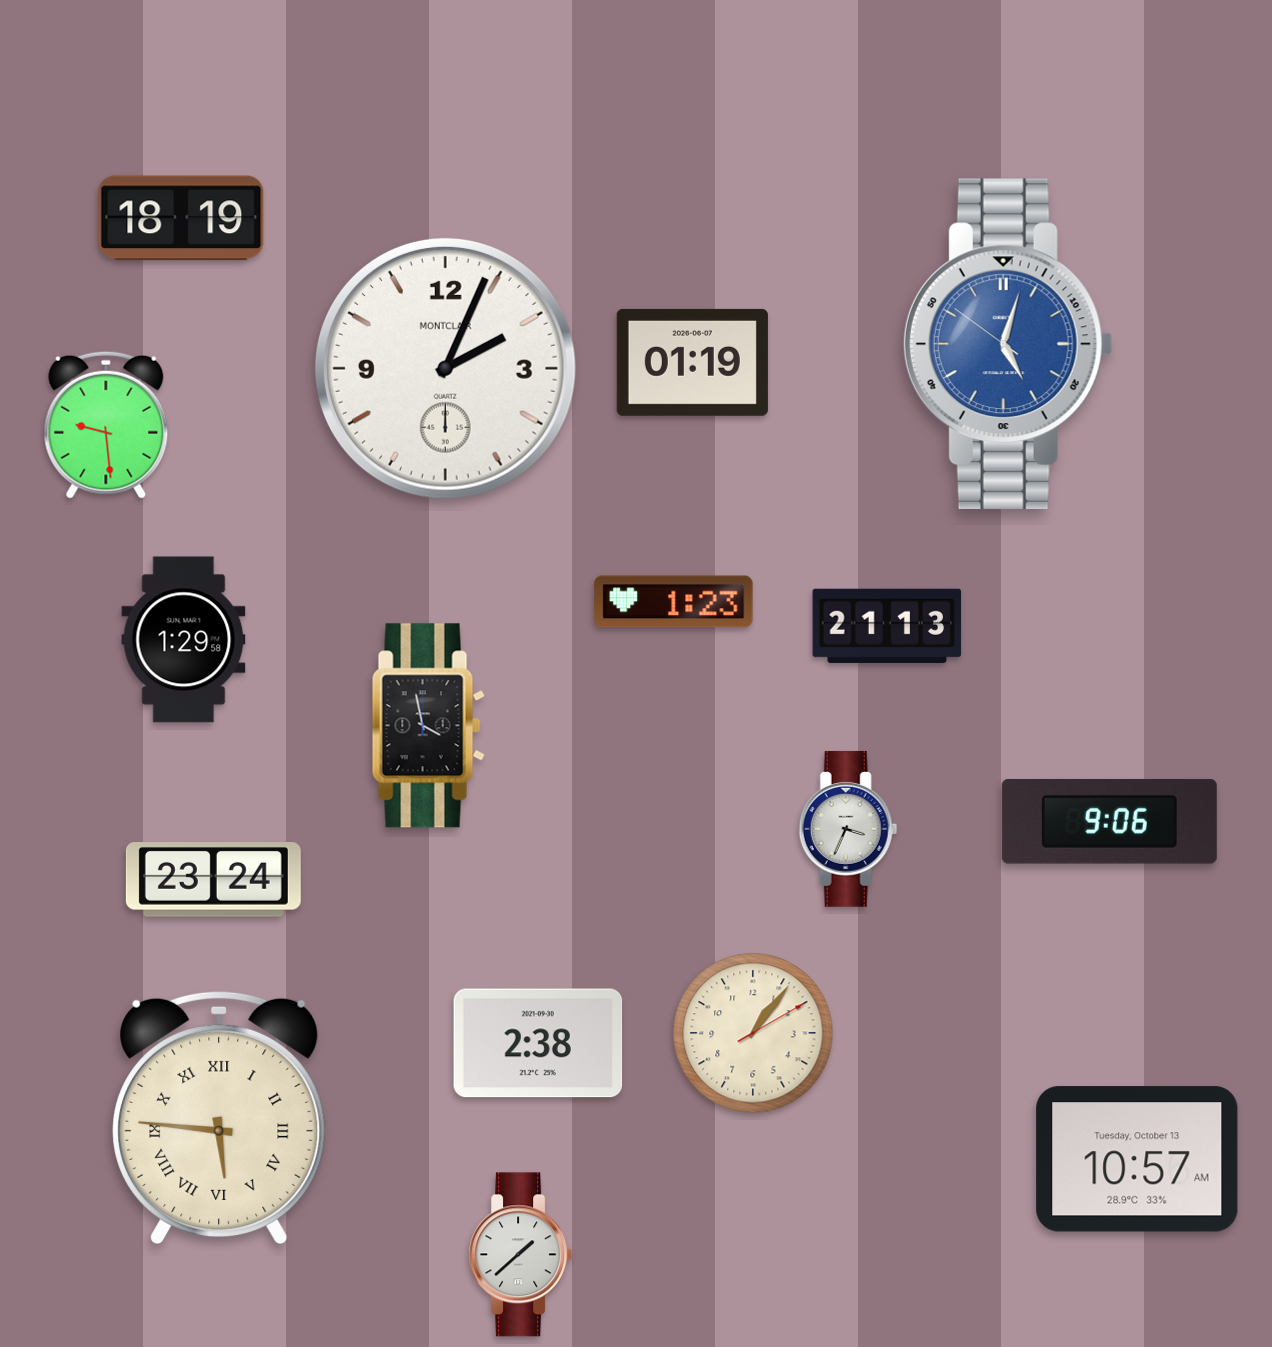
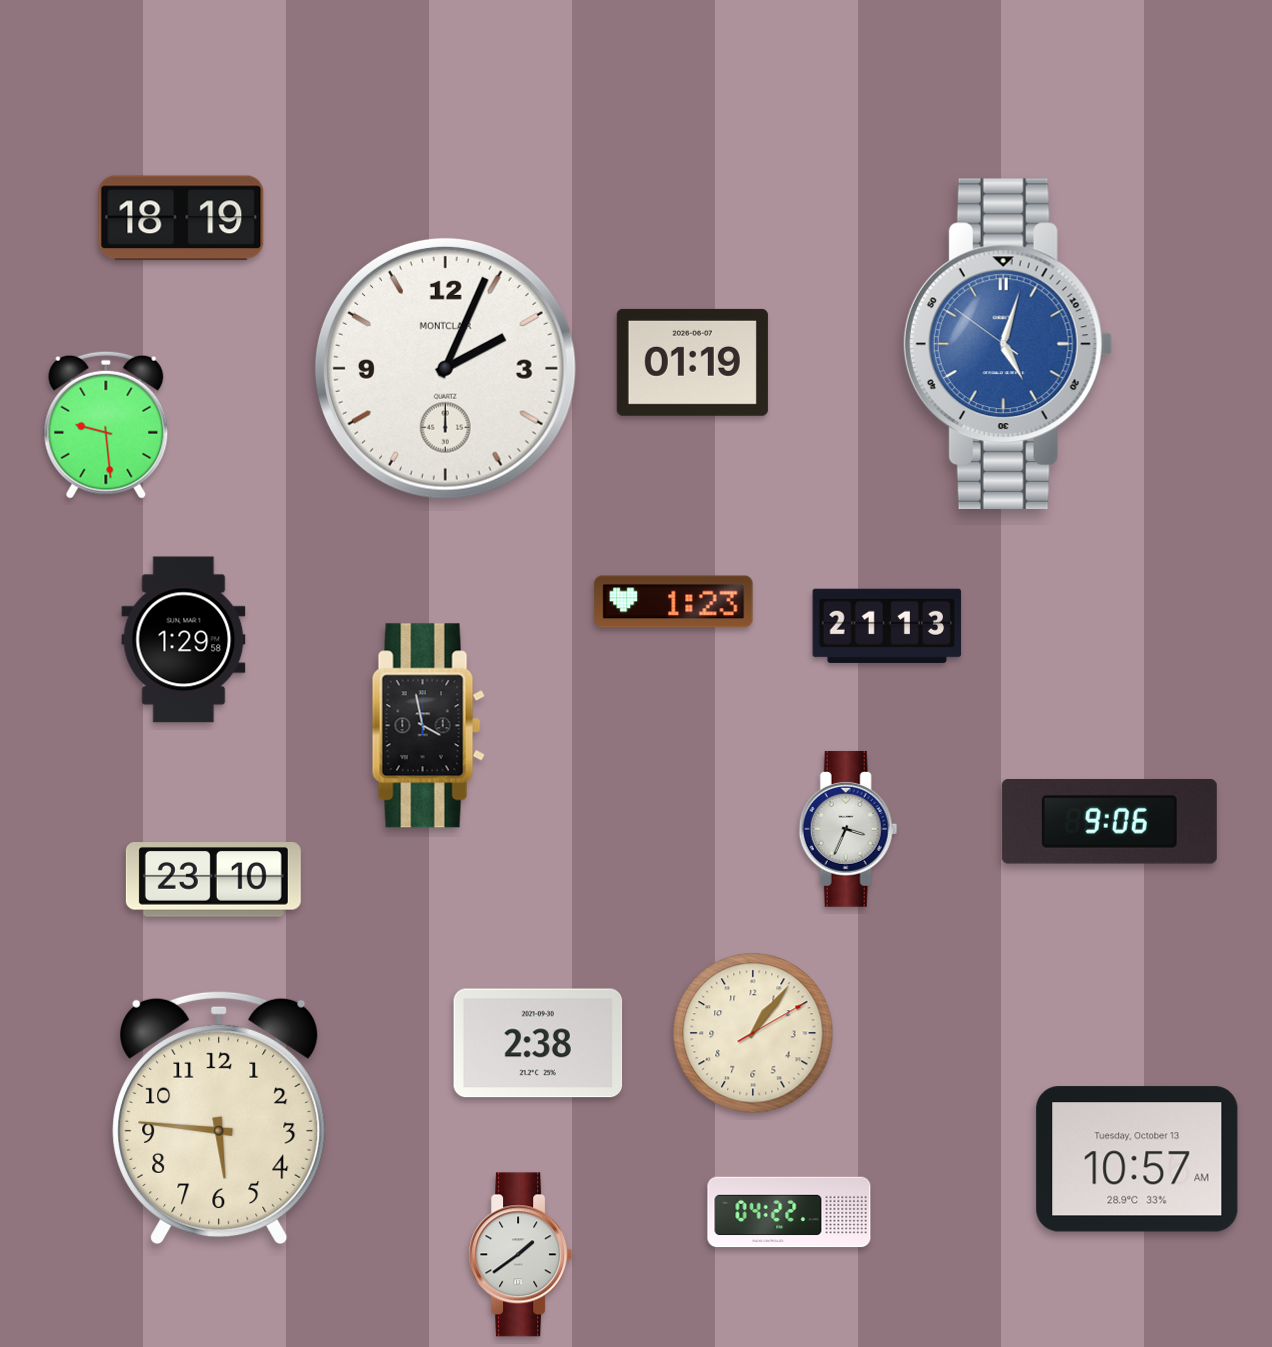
clock at (213, 880): 23:24 -> 23:10
clock at (219, 1118) numerals: Roman -> Arabic
clock at (789, 1212): none -> 04:22
clock at (521, 1255): 1:38 -> 1:39
